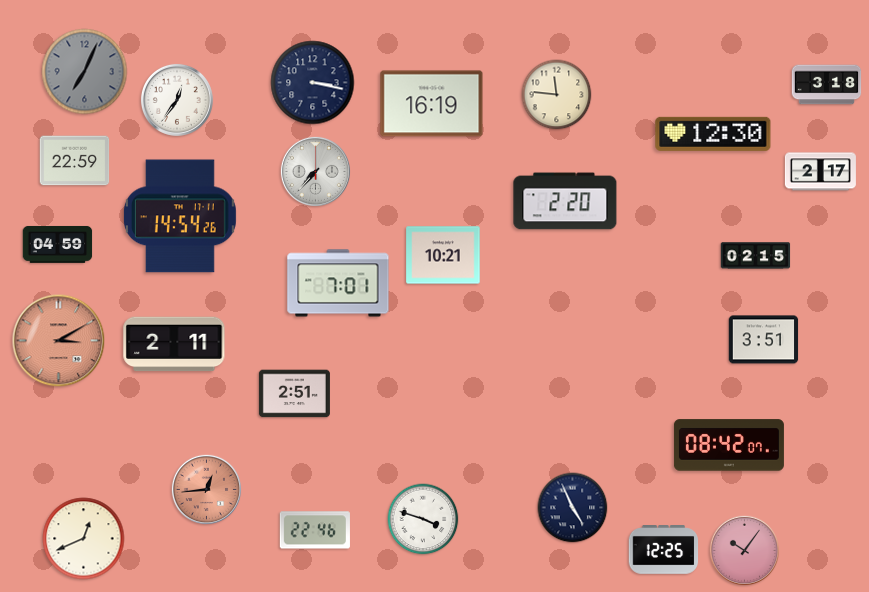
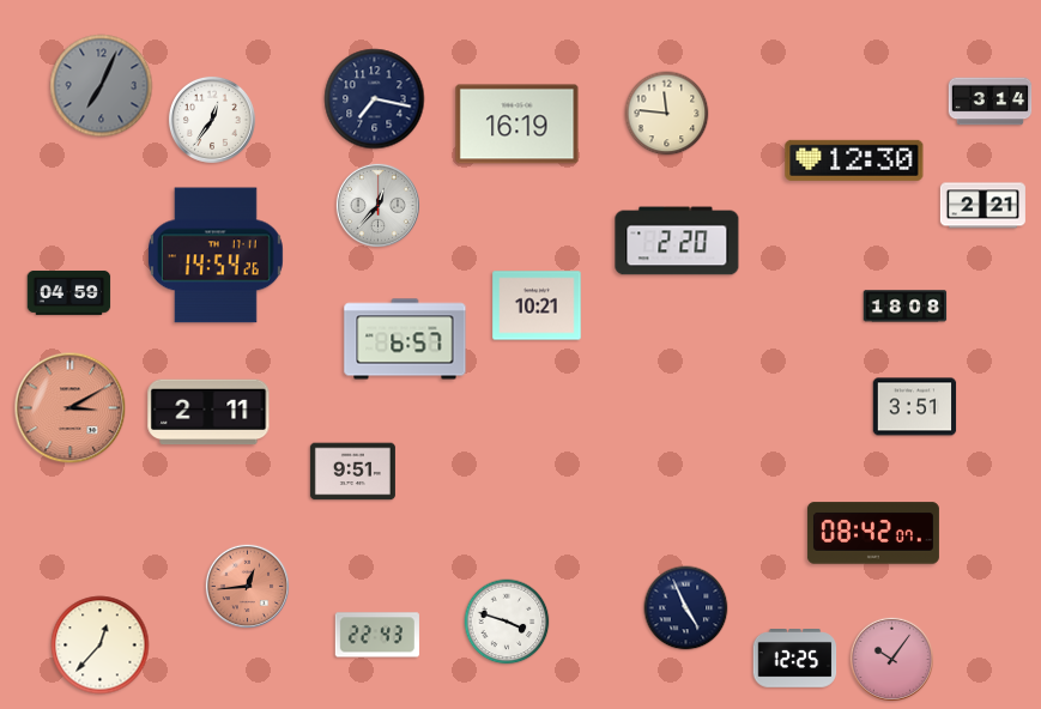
clock at (313, 83): 3:17 -> 7:17
clock at (827, 85): 3:18 -> 3:14
clock at (75, 161): 22:59 -> none
clock at (315, 171): 7:37 -> 12:37
clock at (820, 172): 2:17 -> 2:21
clock at (180, 216) position: (180, 216) -> (216, 255)
clock at (443, 255) position: (443, 255) -> (537, 305)
clock at (756, 256): 02:15 -> 18:08
clock at (338, 283): 7:01 -> 6:57
clock at (294, 394): 2:51 -> 9:51
clock at (315, 530): 22:46 -> 22:43
clock at (84, 539): 12:41 -> 12:37
